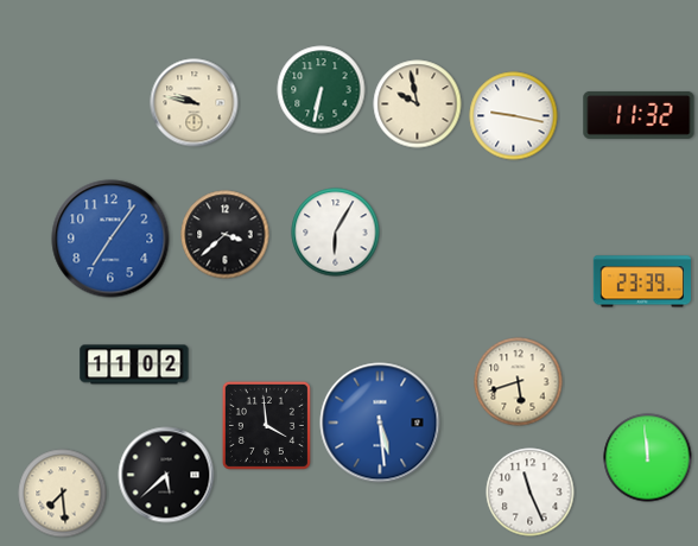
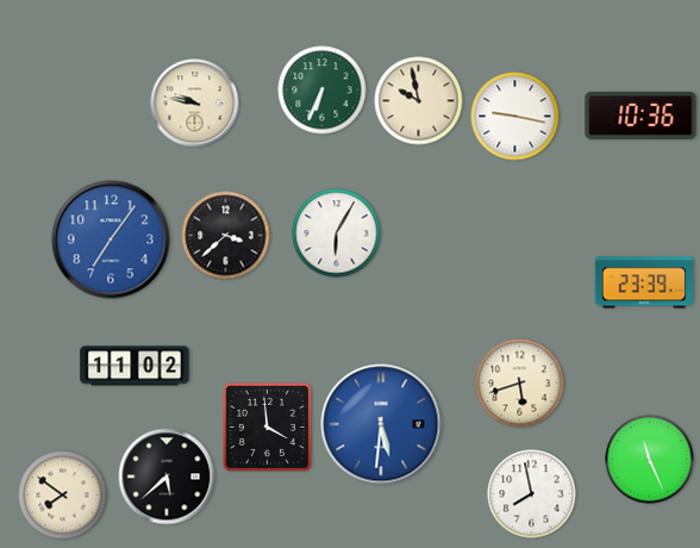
clock at (322, 90): 6:32 -> 6:34
clock at (418, 104) position: (418, 104) -> (419, 101)
clock at (639, 115): 11:32 -> 10:36
clock at (380, 423): 5:29 -> 5:31
clock at (648, 458): 11:59 -> 11:26
clock at (531, 493): 11:26 -> 7:58
clock at (63, 494): 7:29 -> 7:51
